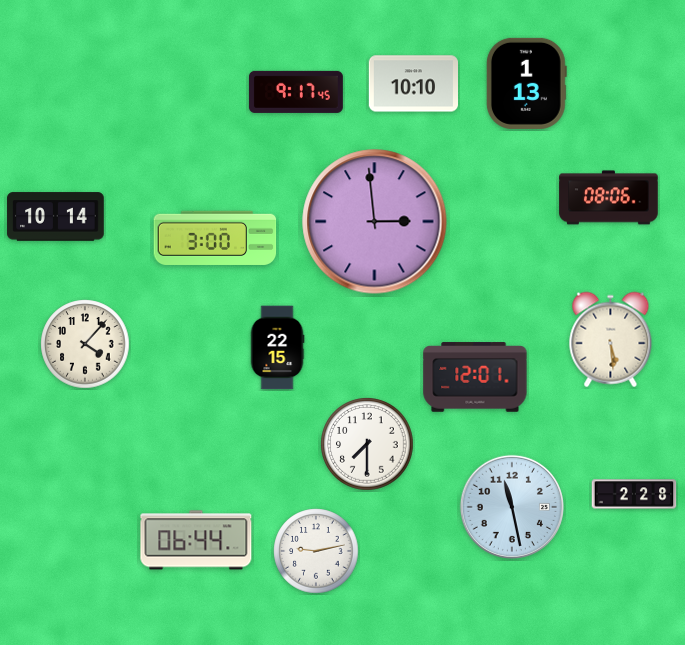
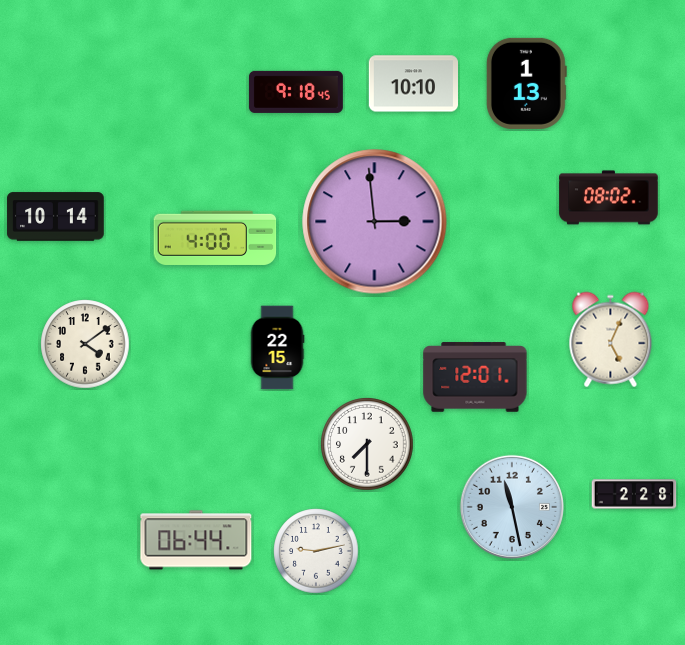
clock at (296, 92): 9:17 -> 9:18
clock at (609, 198): 08:06 -> 08:02
clock at (215, 238): 3:00 -> 4:00
clock at (611, 340): 5:29 -> 5:04
clock at (85, 344): 4:07 -> 4:09
